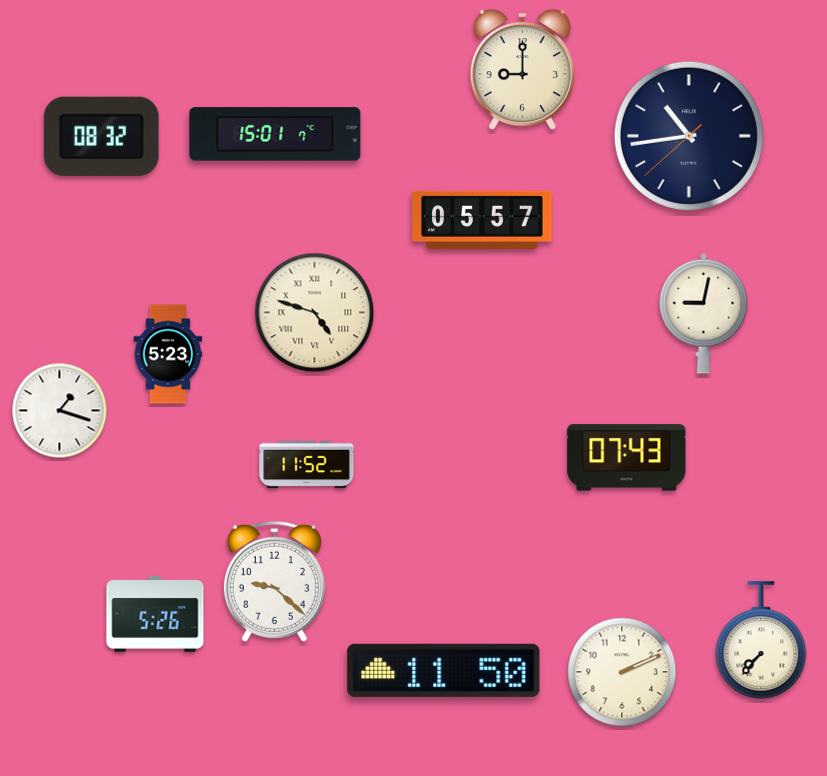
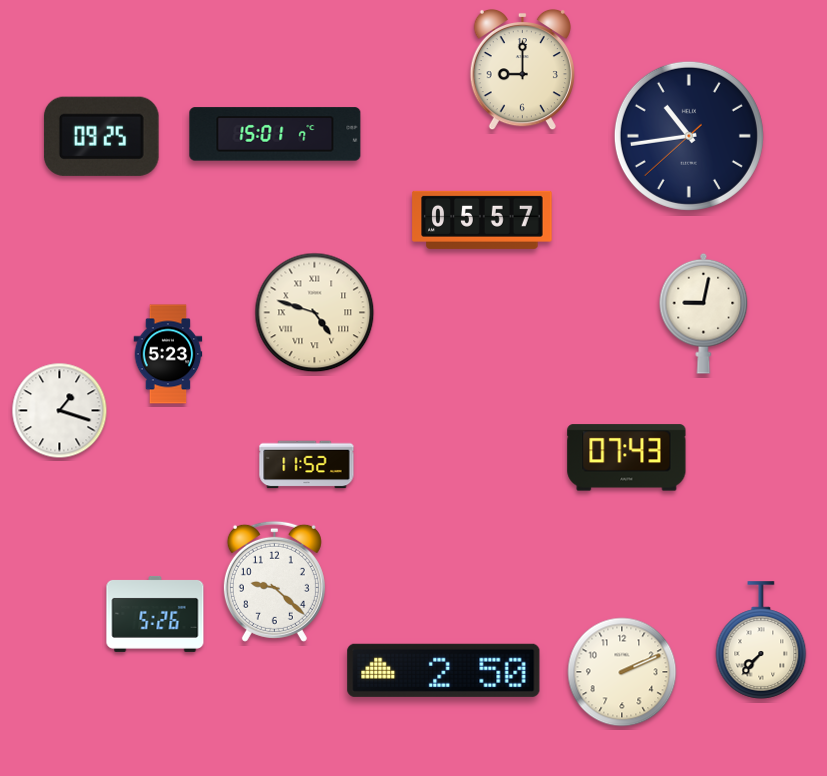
clock at (101, 136): 08:32 -> 09:25
clock at (444, 670): 11:50 -> 2:50
